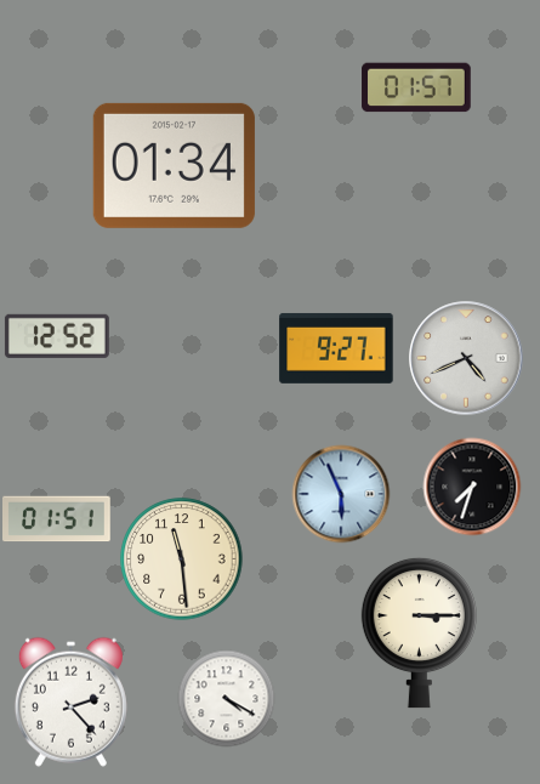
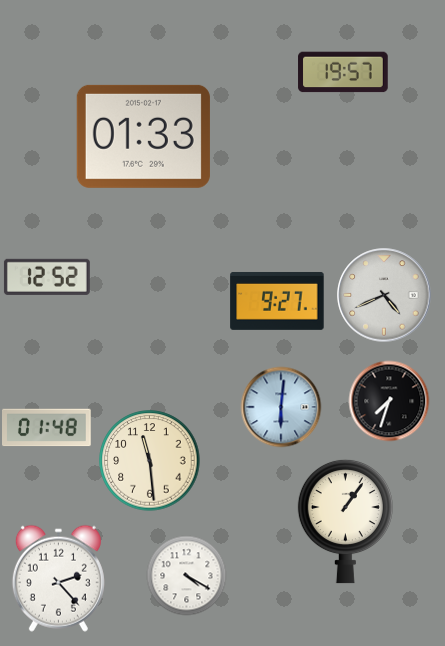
clock at (416, 87): 01:57 -> 19:57
clock at (174, 165): 01:34 -> 01:33
clock at (336, 348) position: (336, 348) -> (277, 301)
clock at (341, 494): 5:56 -> 6:01
clock at (57, 519): 01:51 -> 01:48
clock at (419, 632): 3:15 -> 1:06
